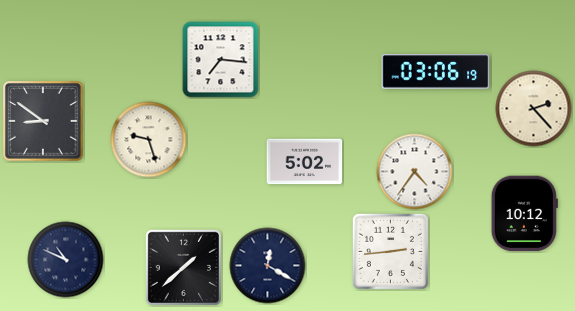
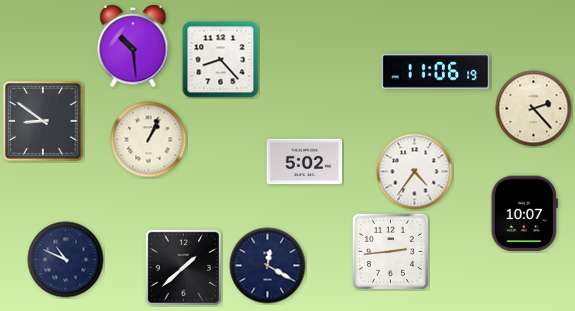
clock at (133, 46): none -> 10:29
clock at (221, 60): 7:16 -> 8:23
clock at (436, 72): 03:06 -> 11:06
clock at (149, 140): 9:27 -> 1:04
clock at (524, 214): 10:12 -> 10:07
